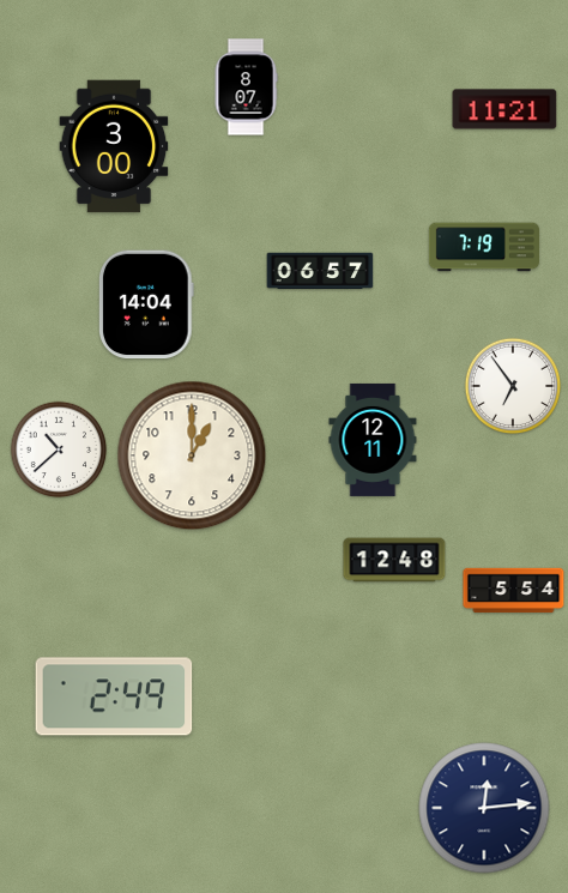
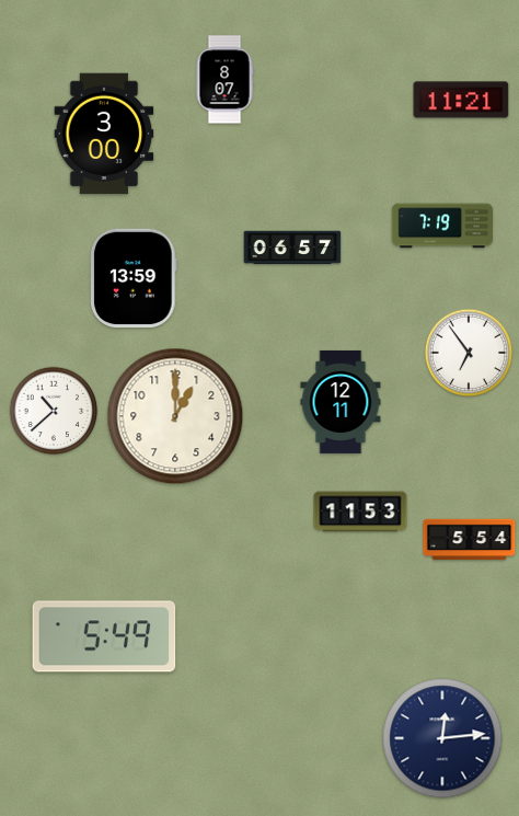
clock at (147, 304): 14:04 -> 13:59
clock at (394, 560): 12:48 -> 11:53
clock at (114, 696): 2:49 -> 5:49
